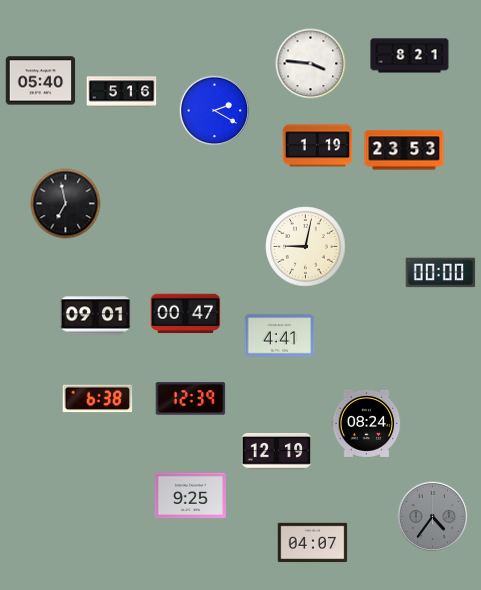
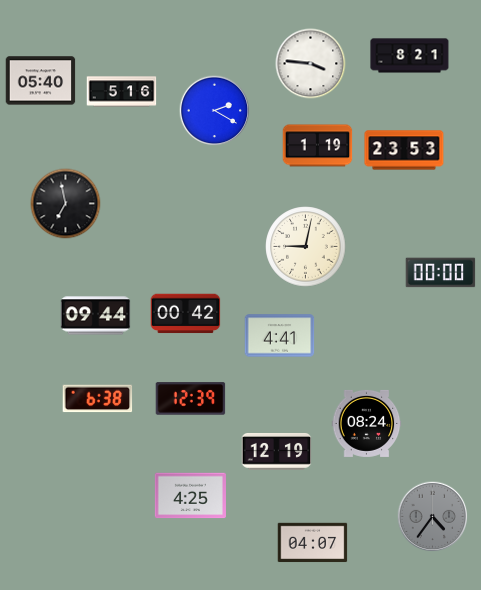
clock at (186, 314): 00:47 -> 00:42
clock at (96, 316): 09:01 -> 09:44
clock at (190, 496): 9:25 -> 4:25
